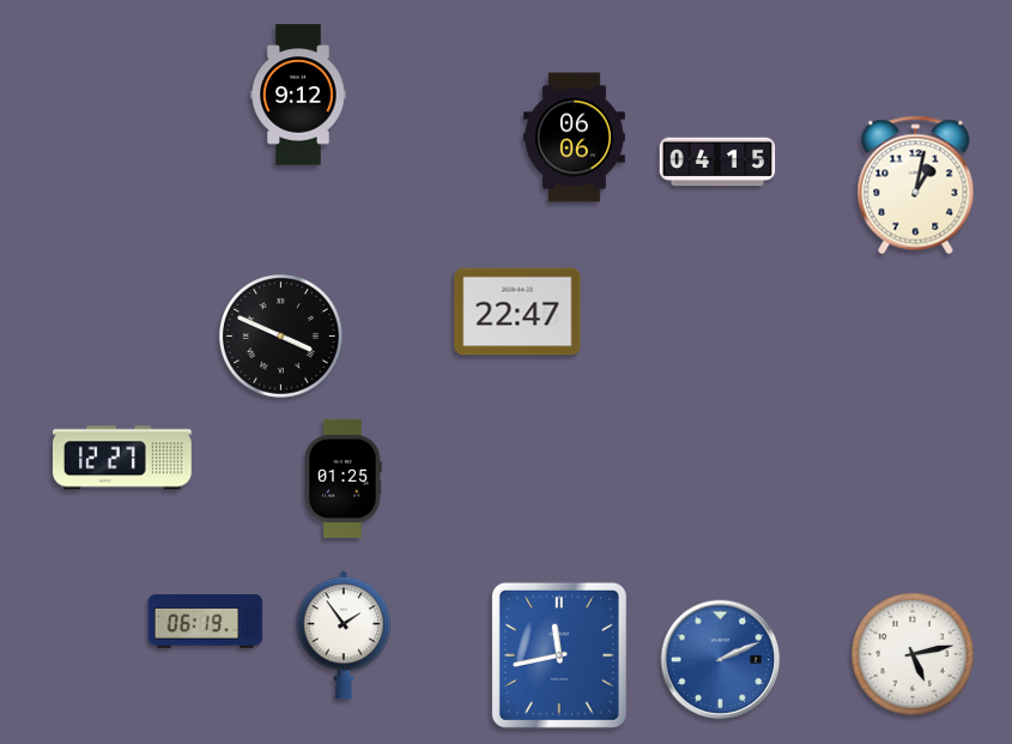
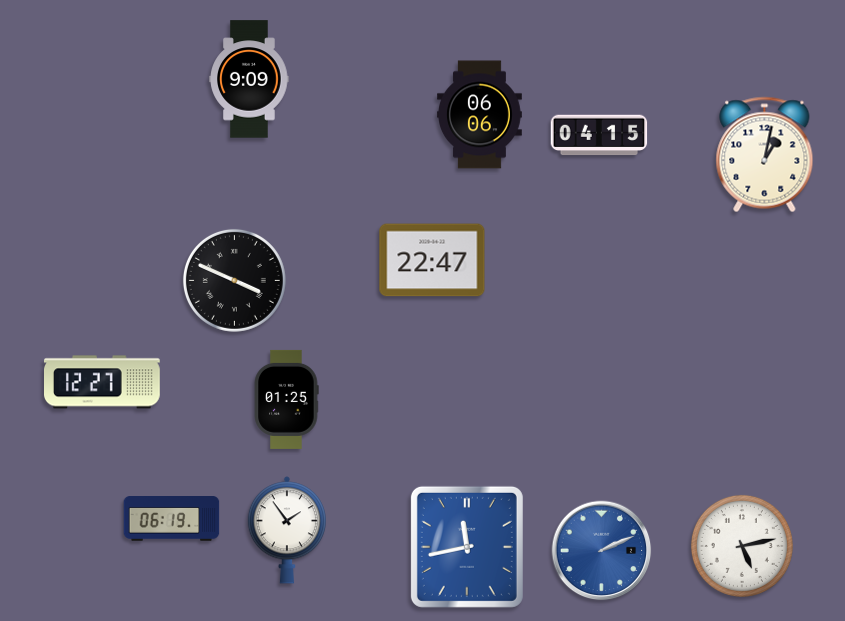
clock at (298, 95): 9:12 -> 9:09
clock at (913, 654) position: (913, 654) -> (742, 546)
